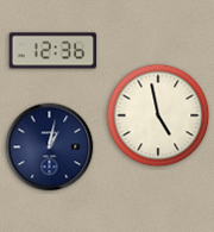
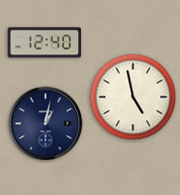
clock at (53, 51): 12:36 -> 12:40
clock at (50, 148) position: (50, 148) -> (46, 124)
